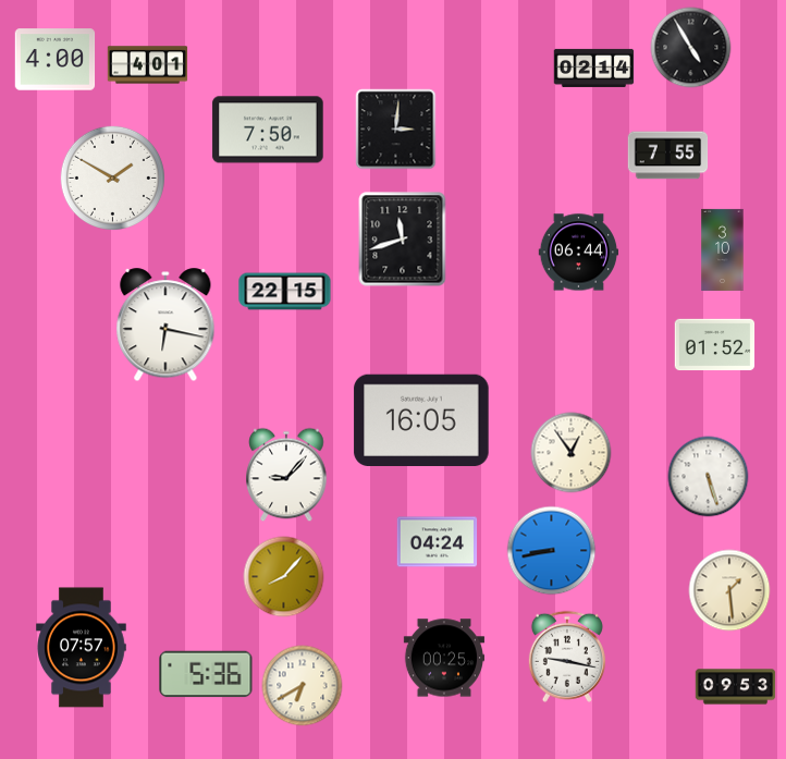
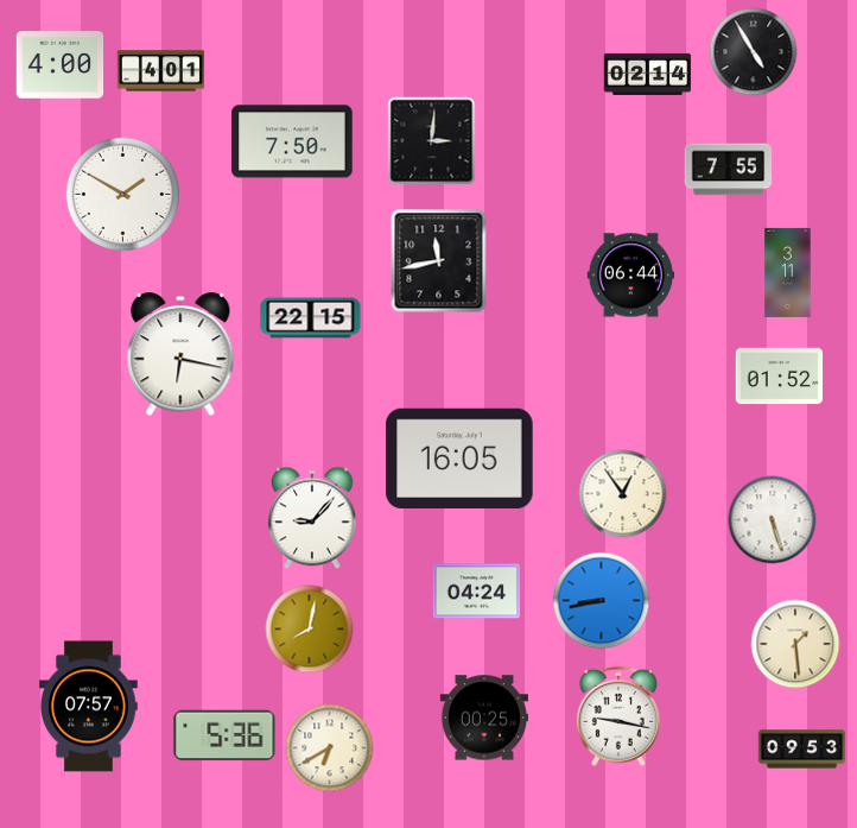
clock at (403, 240): 11:42 -> 11:43
clock at (723, 249): 3:10 -> 3:11
clock at (284, 577): 8:07 -> 8:02
